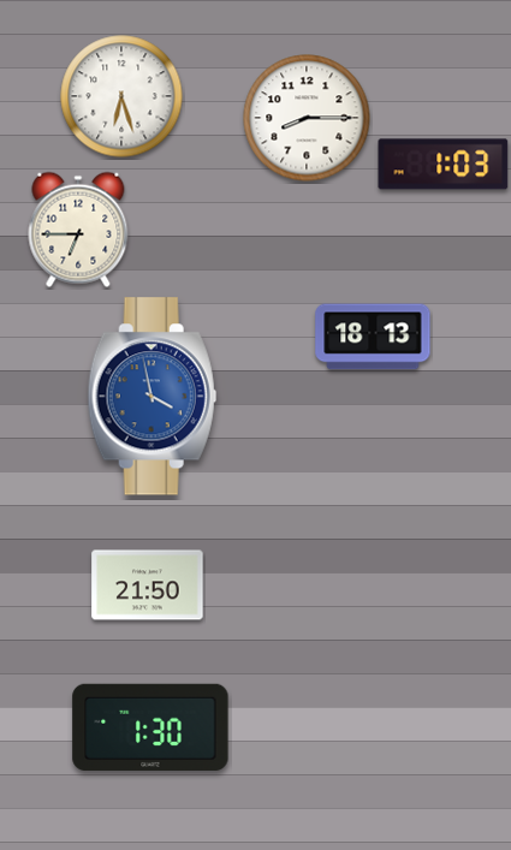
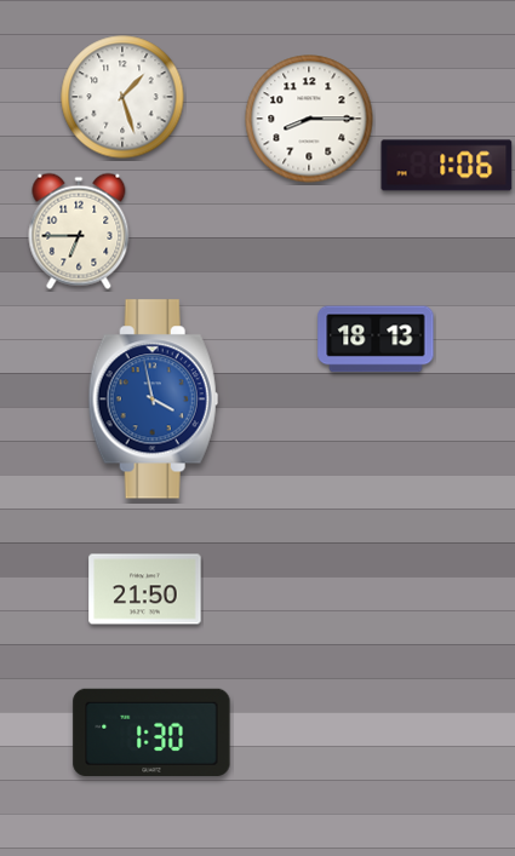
clock at (121, 96): 6:27 -> 1:27
clock at (444, 165): 1:03 -> 1:06
clock at (148, 586) position: (148, 586) -> (145, 590)
